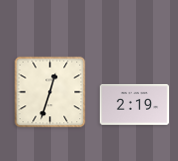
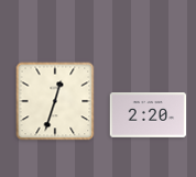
clock at (135, 105): 2:19 -> 2:20
